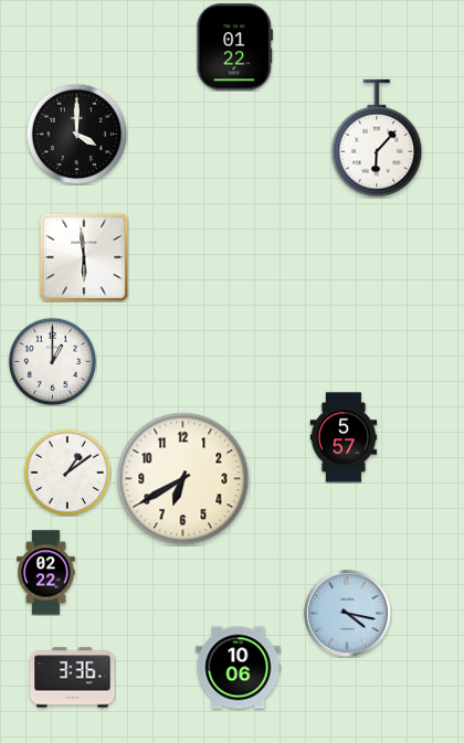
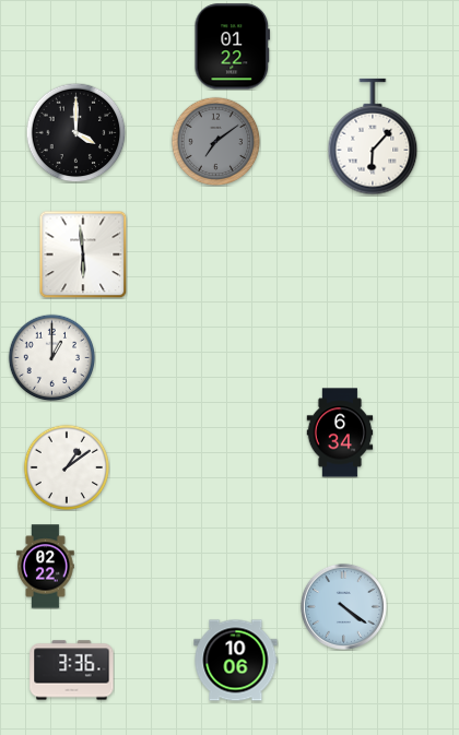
clock at (215, 141): none -> 7:09
clock at (344, 437): 5:57 -> 6:34
clock at (183, 479): 6:40 -> none
clock at (347, 613): 4:17 -> 4:21
